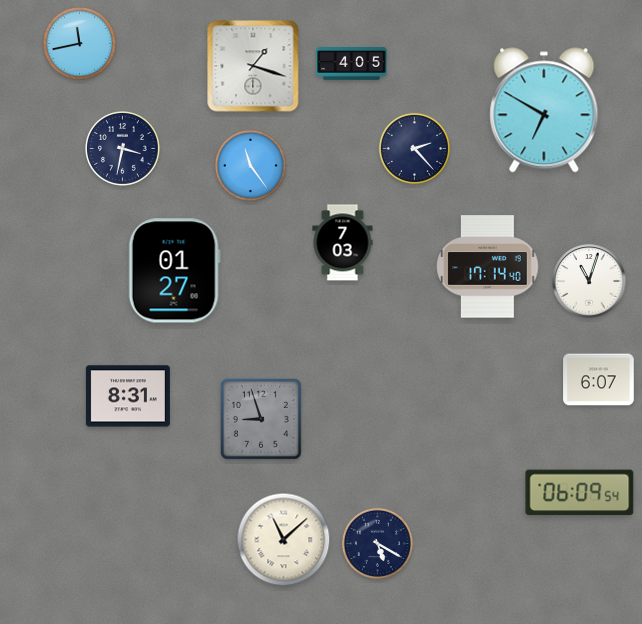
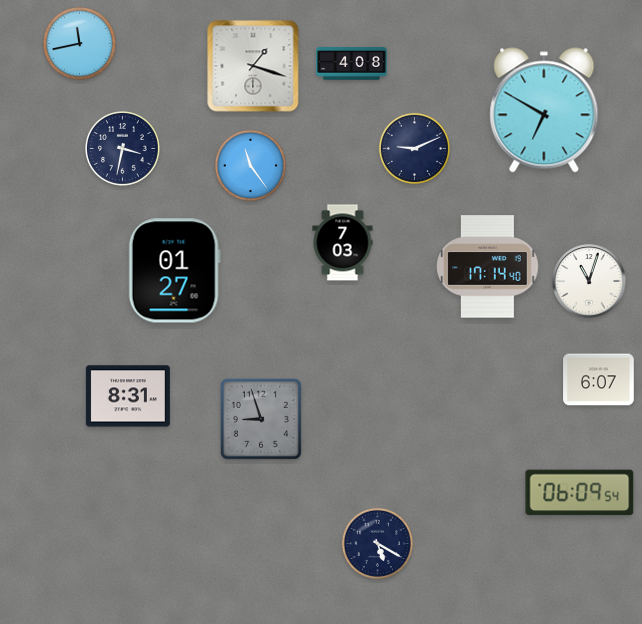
clock at (352, 64): 4:05 -> 4:08
clock at (414, 148): 2:23 -> 9:11
clock at (284, 540): 11:08 -> none
